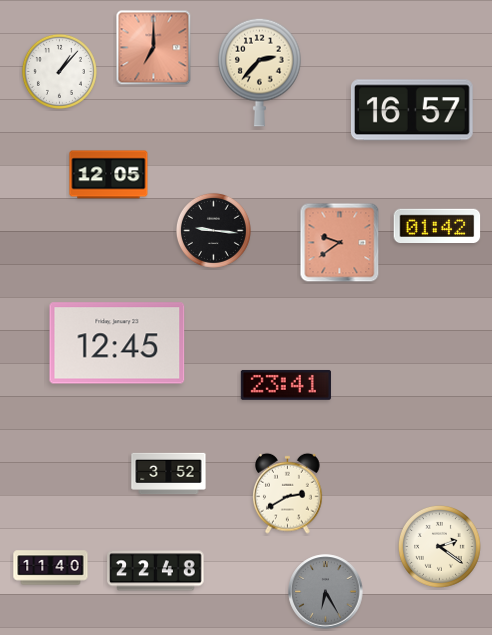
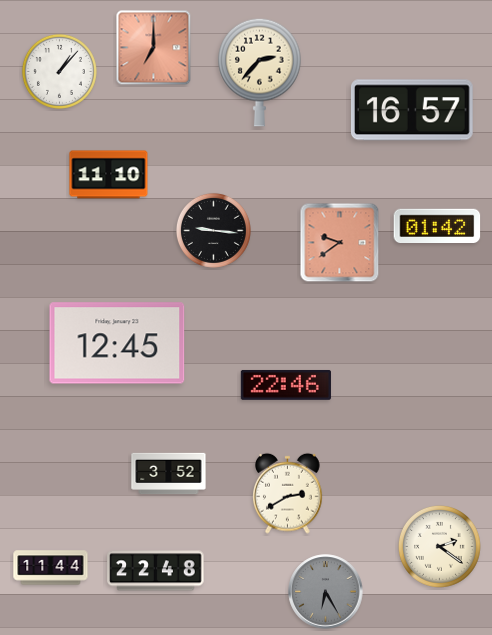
clock at (109, 175): 12:05 -> 11:10
clock at (286, 385): 23:41 -> 22:46
clock at (51, 568): 11:40 -> 11:44
